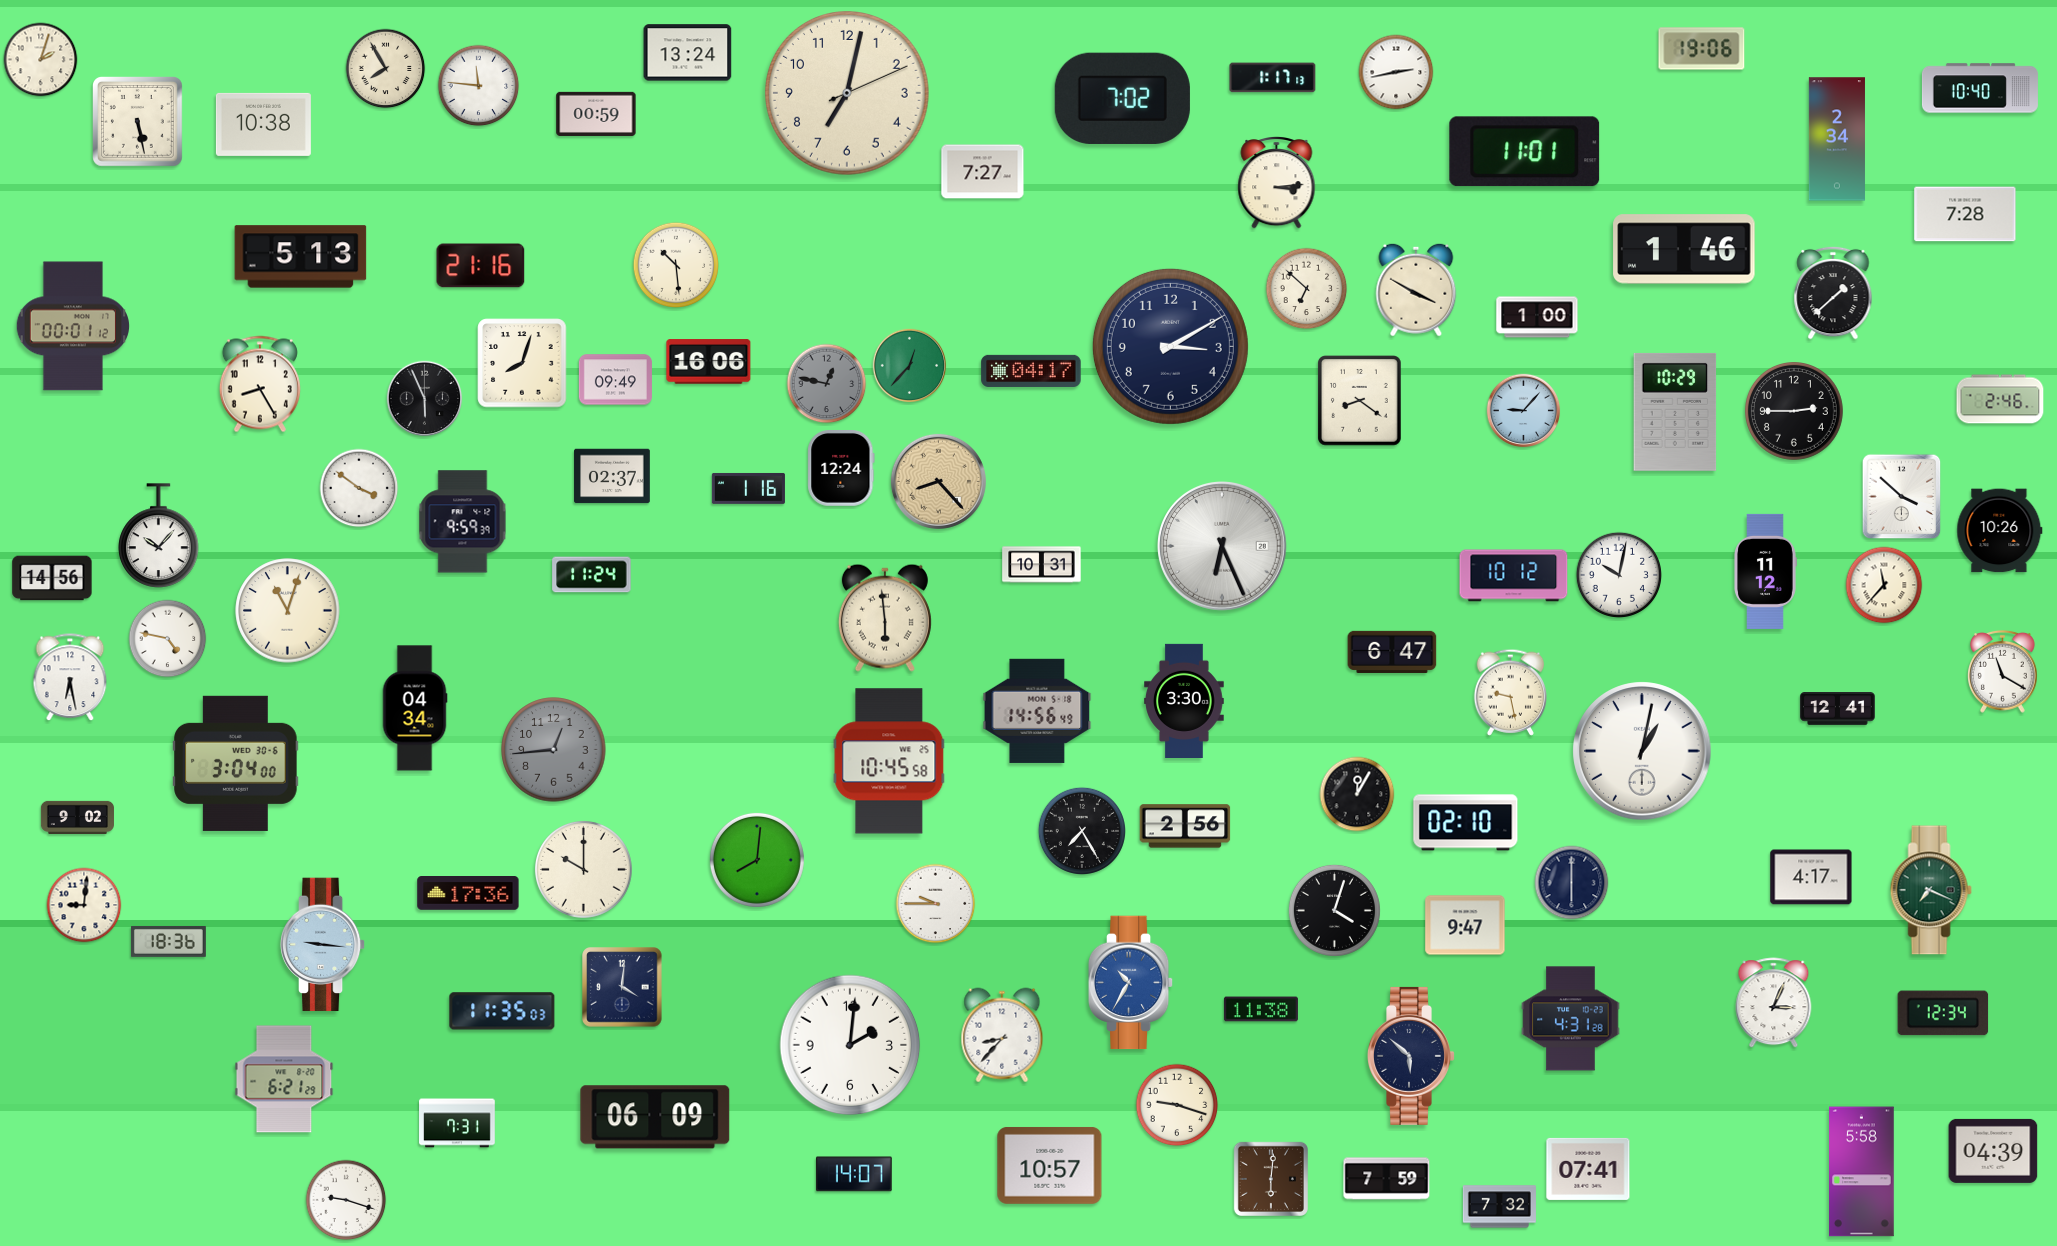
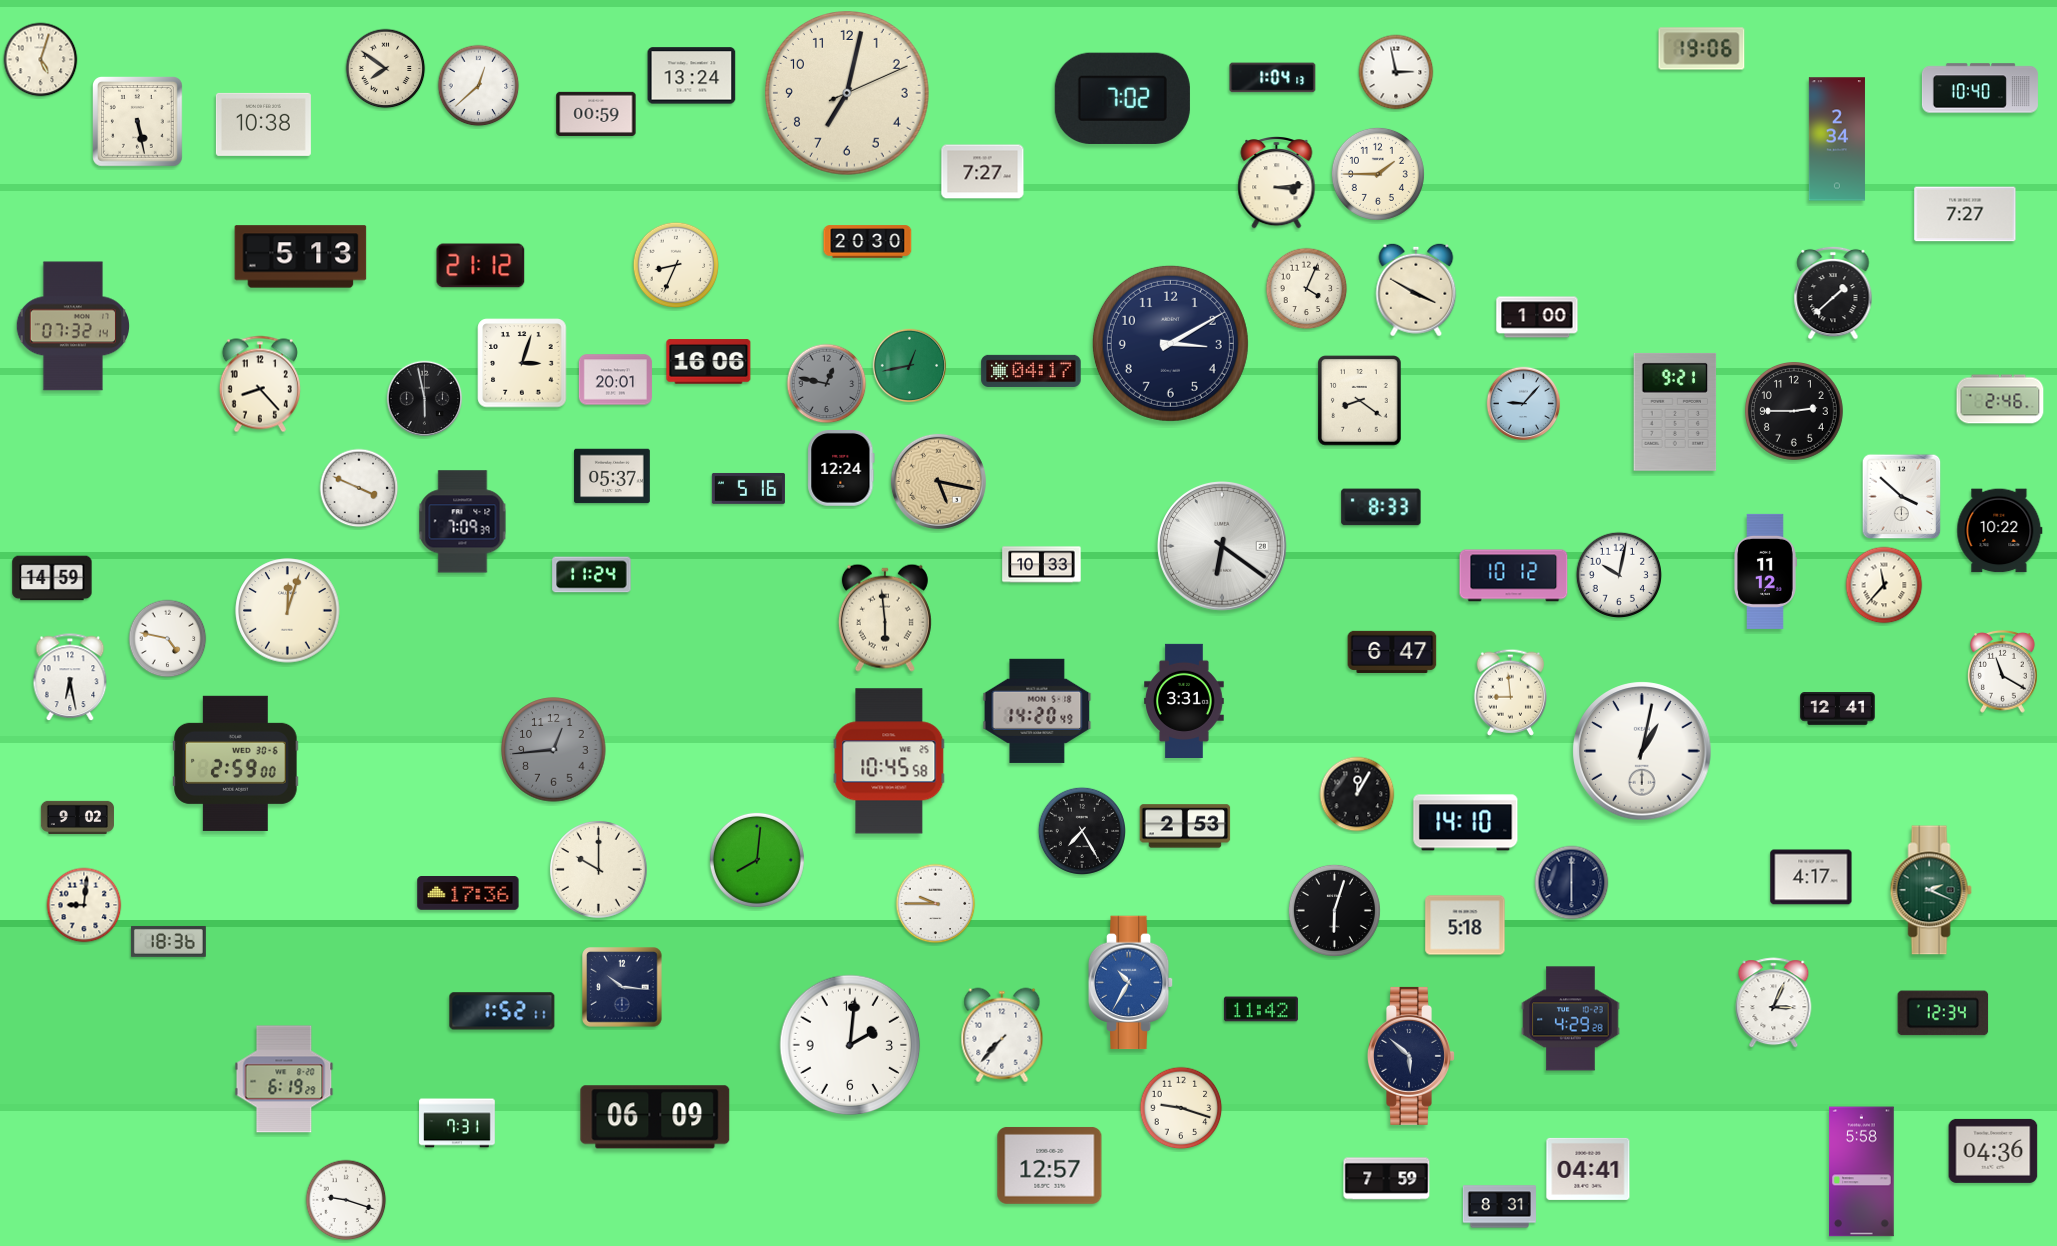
clock at (688, 53) position: (688, 53) -> (692, 76)
clock at (41, 60): 2:03 -> 5:03
clock at (386, 69): 7:55 -> 7:51
clock at (1396, 72): 2:43 -> 2:58
clock at (1273, 78): 1:17 -> 1:04
clock at (479, 86): 11:46 -> 12:38
clock at (1525, 152): 11:01 -> none
clock at (1378, 174): none -> 1:45
clock at (1965, 214): 7:28 -> 7:27
clock at (868, 242): none -> 20:30
clock at (1684, 249): 1:46 -> none
clock at (676, 265): 10:29 -> 8:34
clock at (481, 266): 21:16 -> 21:12
clock at (1307, 289): 6:52 -> 4:04
clock at (72, 326): 00:01 -> 07:32
clock at (1170, 346) position: (1170, 346) -> (1170, 343)
clock at (522, 363): 8:03 -> 3:03
clock at (910, 366): 12:37 -> 12:43
clock at (615, 380): 09:49 -> 20:01
clock at (260, 384): 8:25 -> 8:23
clock at (425, 399): 5:56 -> 5:58
clock at (1524, 411) position: (1524, 411) -> (1524, 404)
clock at (1675, 412): 10:29 -> 9:21
clock at (612, 476): 02:37 -> 05:37
clock at (938, 481): 8:23 -> 5:17
clock at (359, 488): 3:51 -> 3:49
clock at (748, 488): 1:16 -> 5:16
clock at (1381, 507): none -> 8:33
clock at (463, 522): 9:59 -> 7:09
clock at (2000, 531): 10:26 -> 10:22
clock at (159, 536): 10:07 -> none
clock at (1223, 547): 6:26 -> 6:21
clock at (1042, 565): 10:31 -> 10:33
clock at (52, 578): 14:56 -> 14:59
clock at (288, 611): 11:03 -> 12:03
clock at (1510, 692): 9:28 -> 8:59
clock at (1184, 700): 3:30 -> 3:31
clock at (415, 708): 04:34 -> none
clock at (1037, 711): 14:56 -> 14:20
clock at (236, 763): 3:04 -> 2:59
clock at (1466, 823): 02:10 -> 14:10
clock at (1185, 826): 2:56 -> 2:53
clock at (583, 869) position: (583, 869) -> (598, 869)
clock at (1931, 890): 7:19 -> 2:19
clock at (1334, 910): 4:03 -> 6:03
clock at (1465, 925): 9:47 -> 5:18
clock at (323, 945): 9:16 -> none
clock at (622, 987): 4:01 -> 10:16
clock at (1261, 1009): 11:38 -> 11:42
clock at (502, 1011): 11:35 -> 1:52
clock at (1571, 1019): 4:31 -> 4:29
clock at (1002, 1035): 8:37 -> 7:37
clock at (284, 1079): 6:21 -> 6:19
clock at (1177, 1105) position: (1177, 1105) -> (1181, 1108)
clock at (1993, 1151): 04:39 -> 04:36
clock at (1050, 1165): 10:57 -> 12:57
clock at (1588, 1169): 07:41 -> 04:41
clock at (854, 1174): 14:07 -> none
clock at (1271, 1179): 6:01 -> none
clock at (1499, 1207): 7:32 -> 8:31
